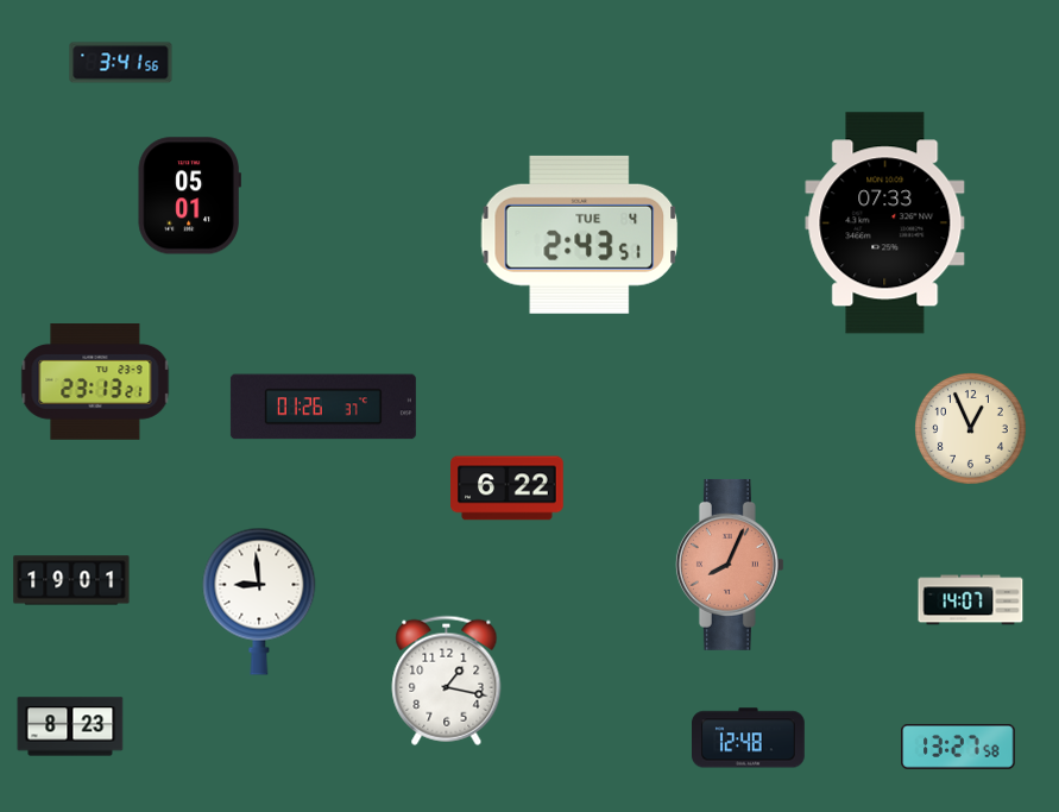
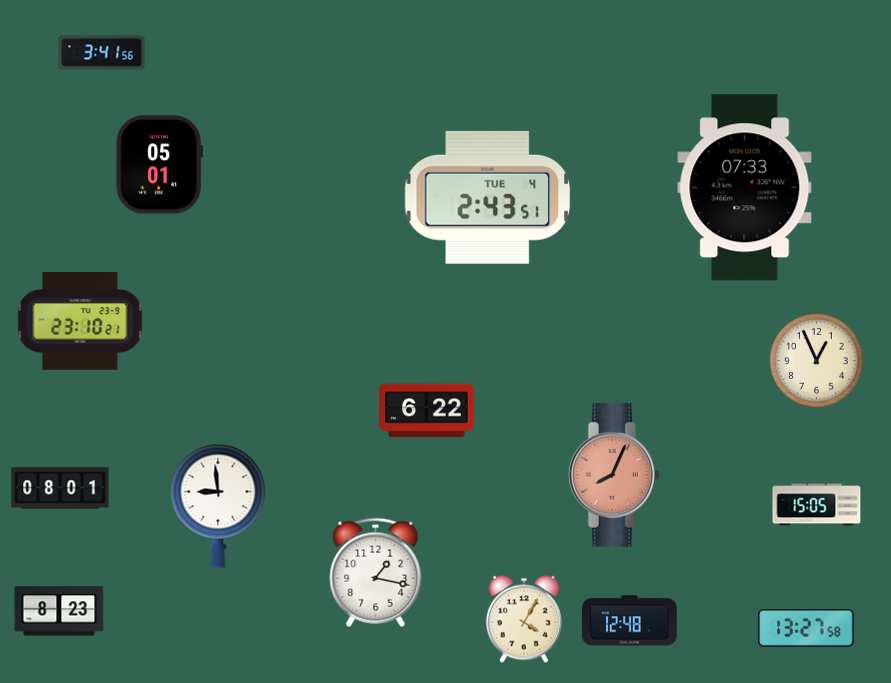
clock at (95, 382): 23:13 -> 23:10
clock at (323, 407): 01:26 -> none
clock at (71, 580): 19:01 -> 08:01
clock at (971, 600): 14:07 -> 15:05
clock at (524, 619): none -> 4:05
